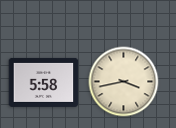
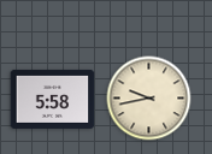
clock at (124, 82): 3:43 -> 9:43
